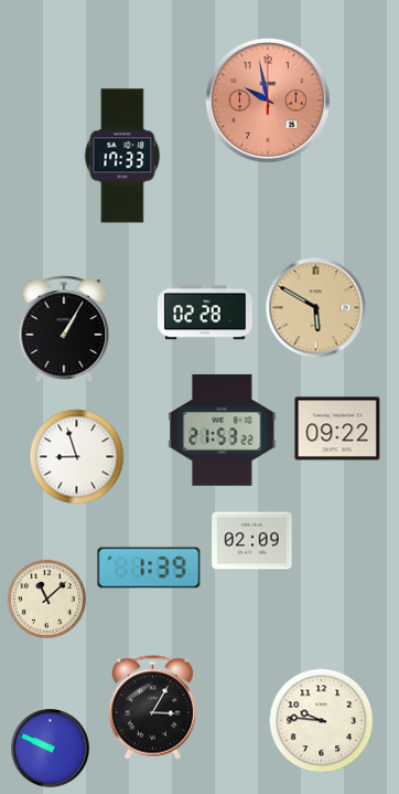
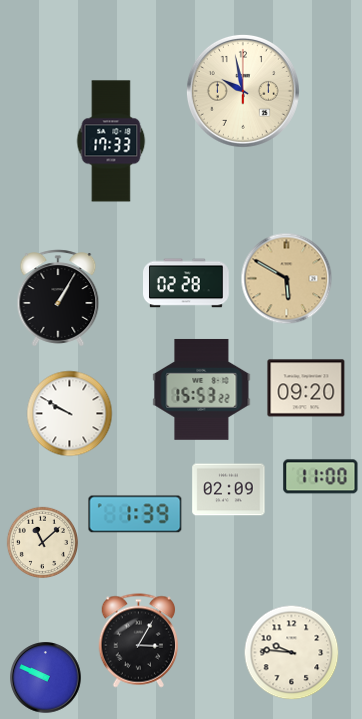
clock at (268, 100) dial: salmon -> cream
clock at (337, 428): 09:22 -> 09:20
clock at (223, 430): 21:53 -> 15:53
clock at (77, 457): 8:57 -> 9:50
clock at (321, 477): none -> 11:00
